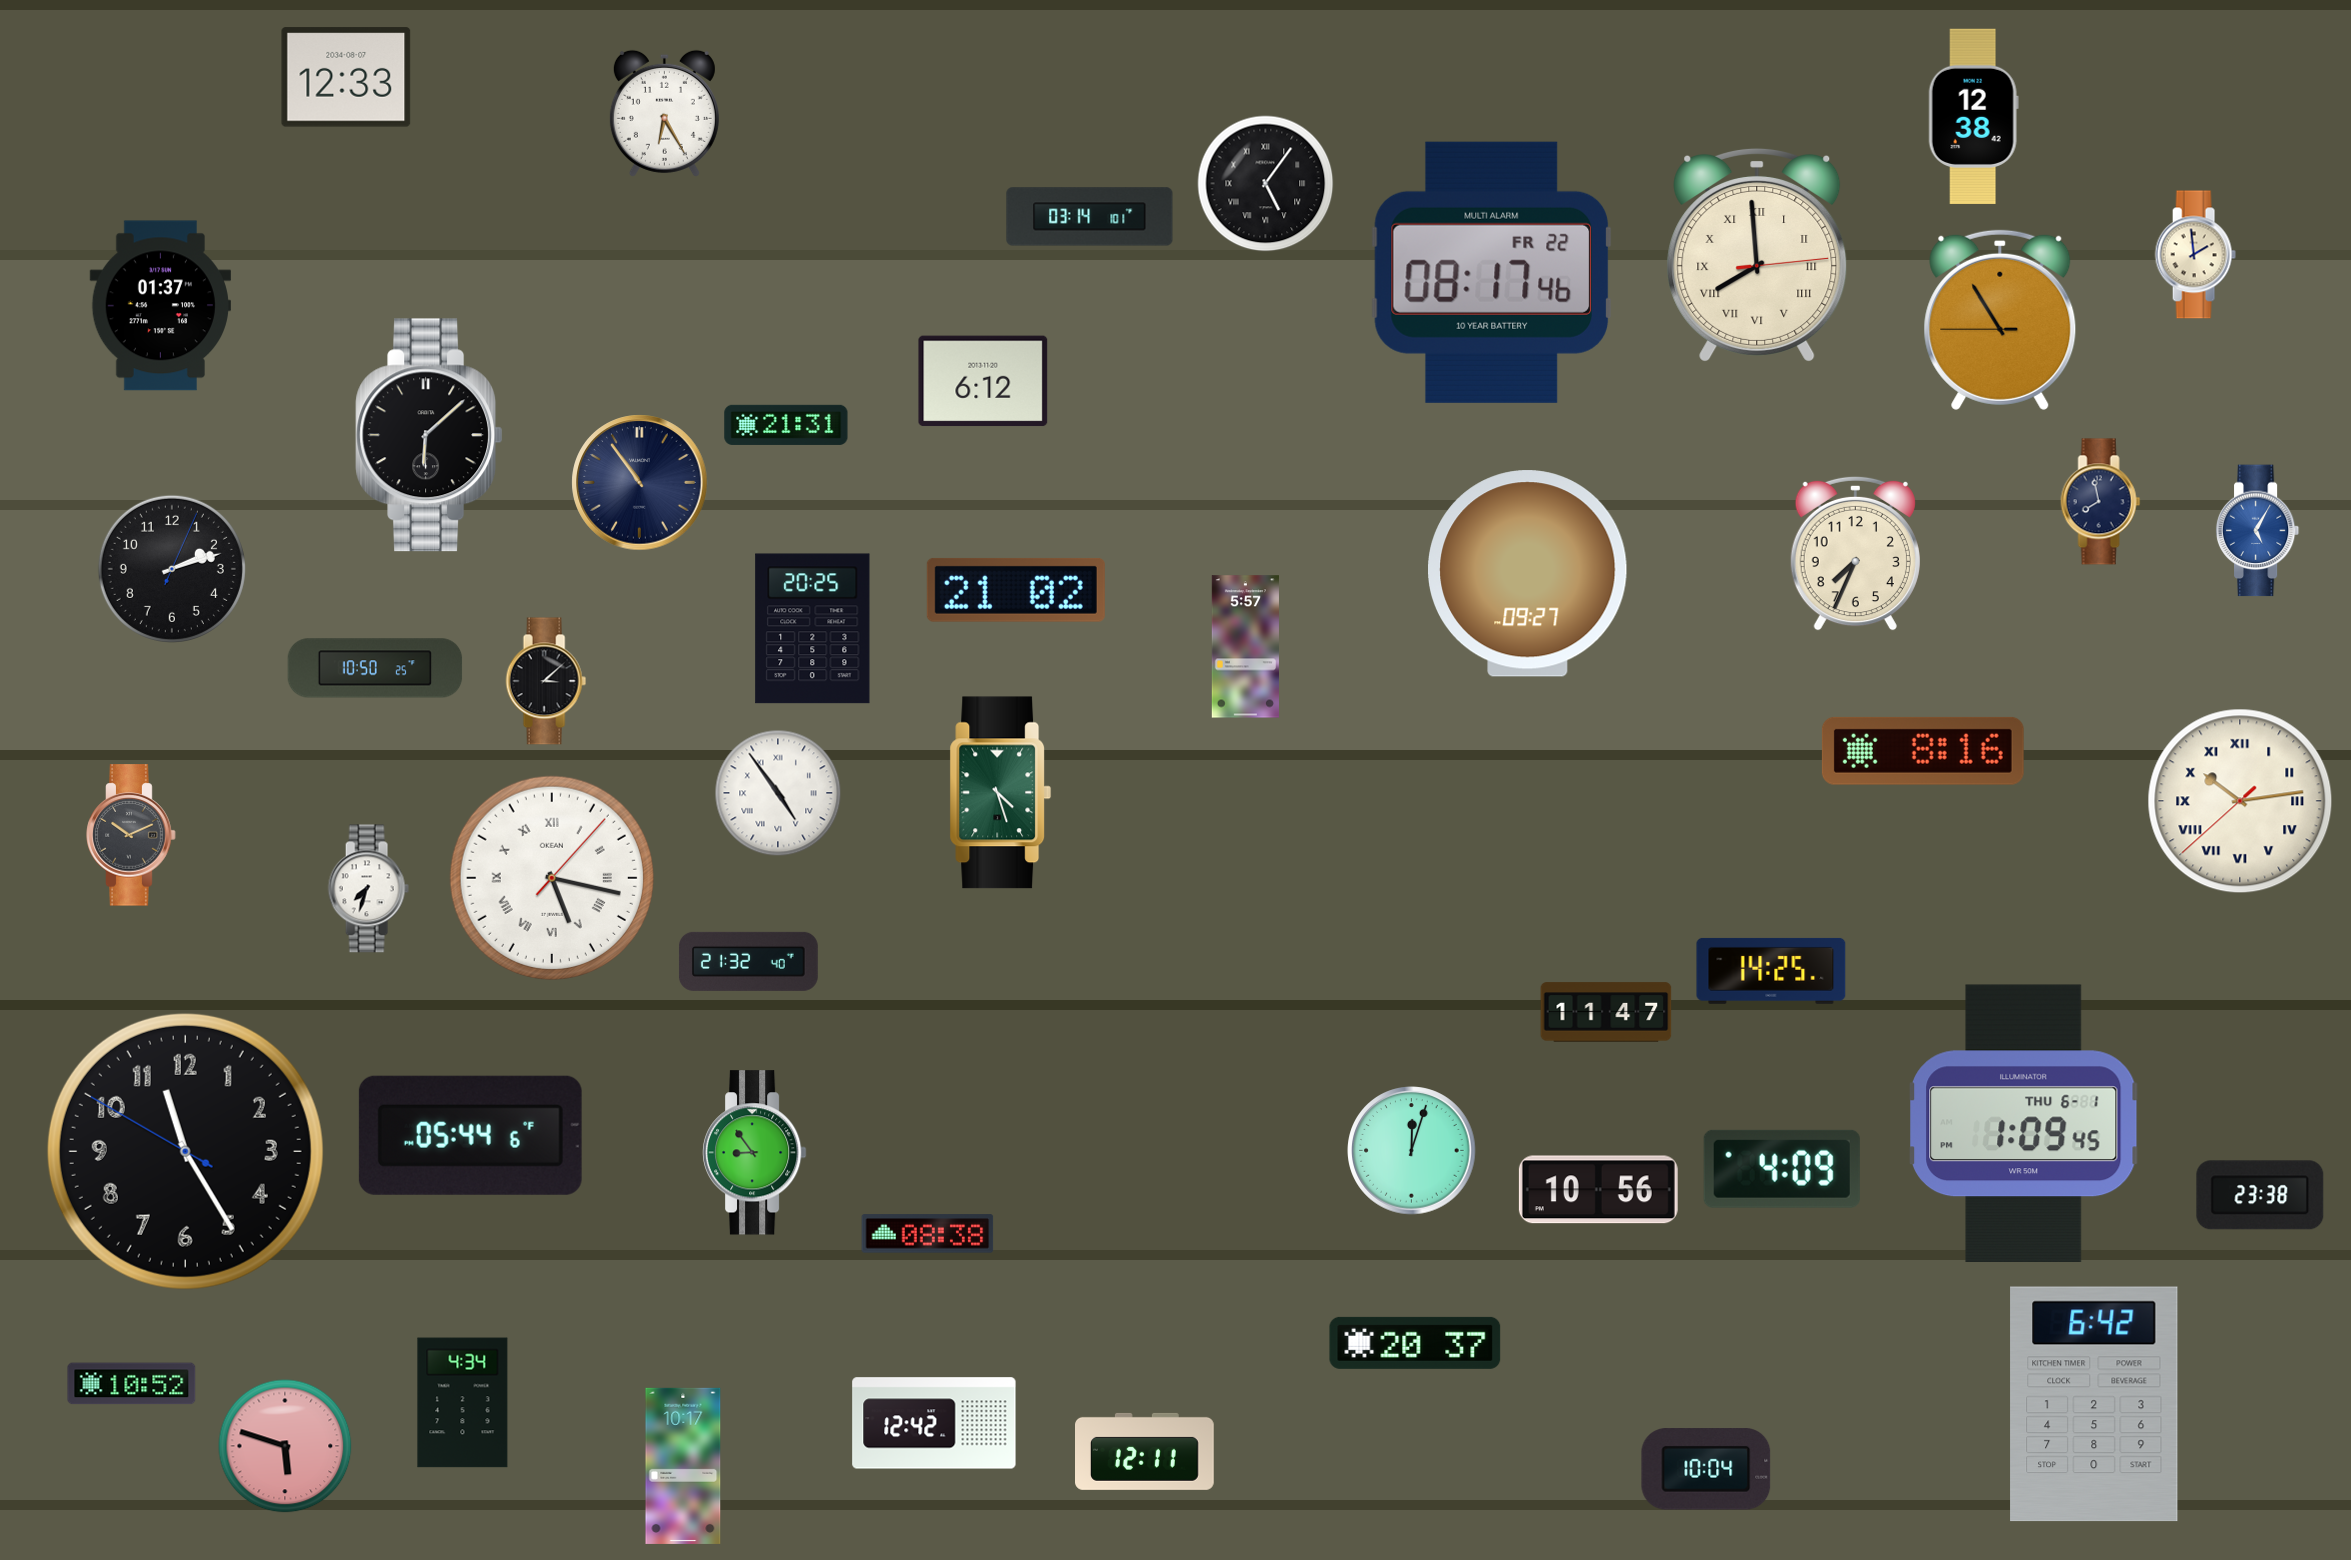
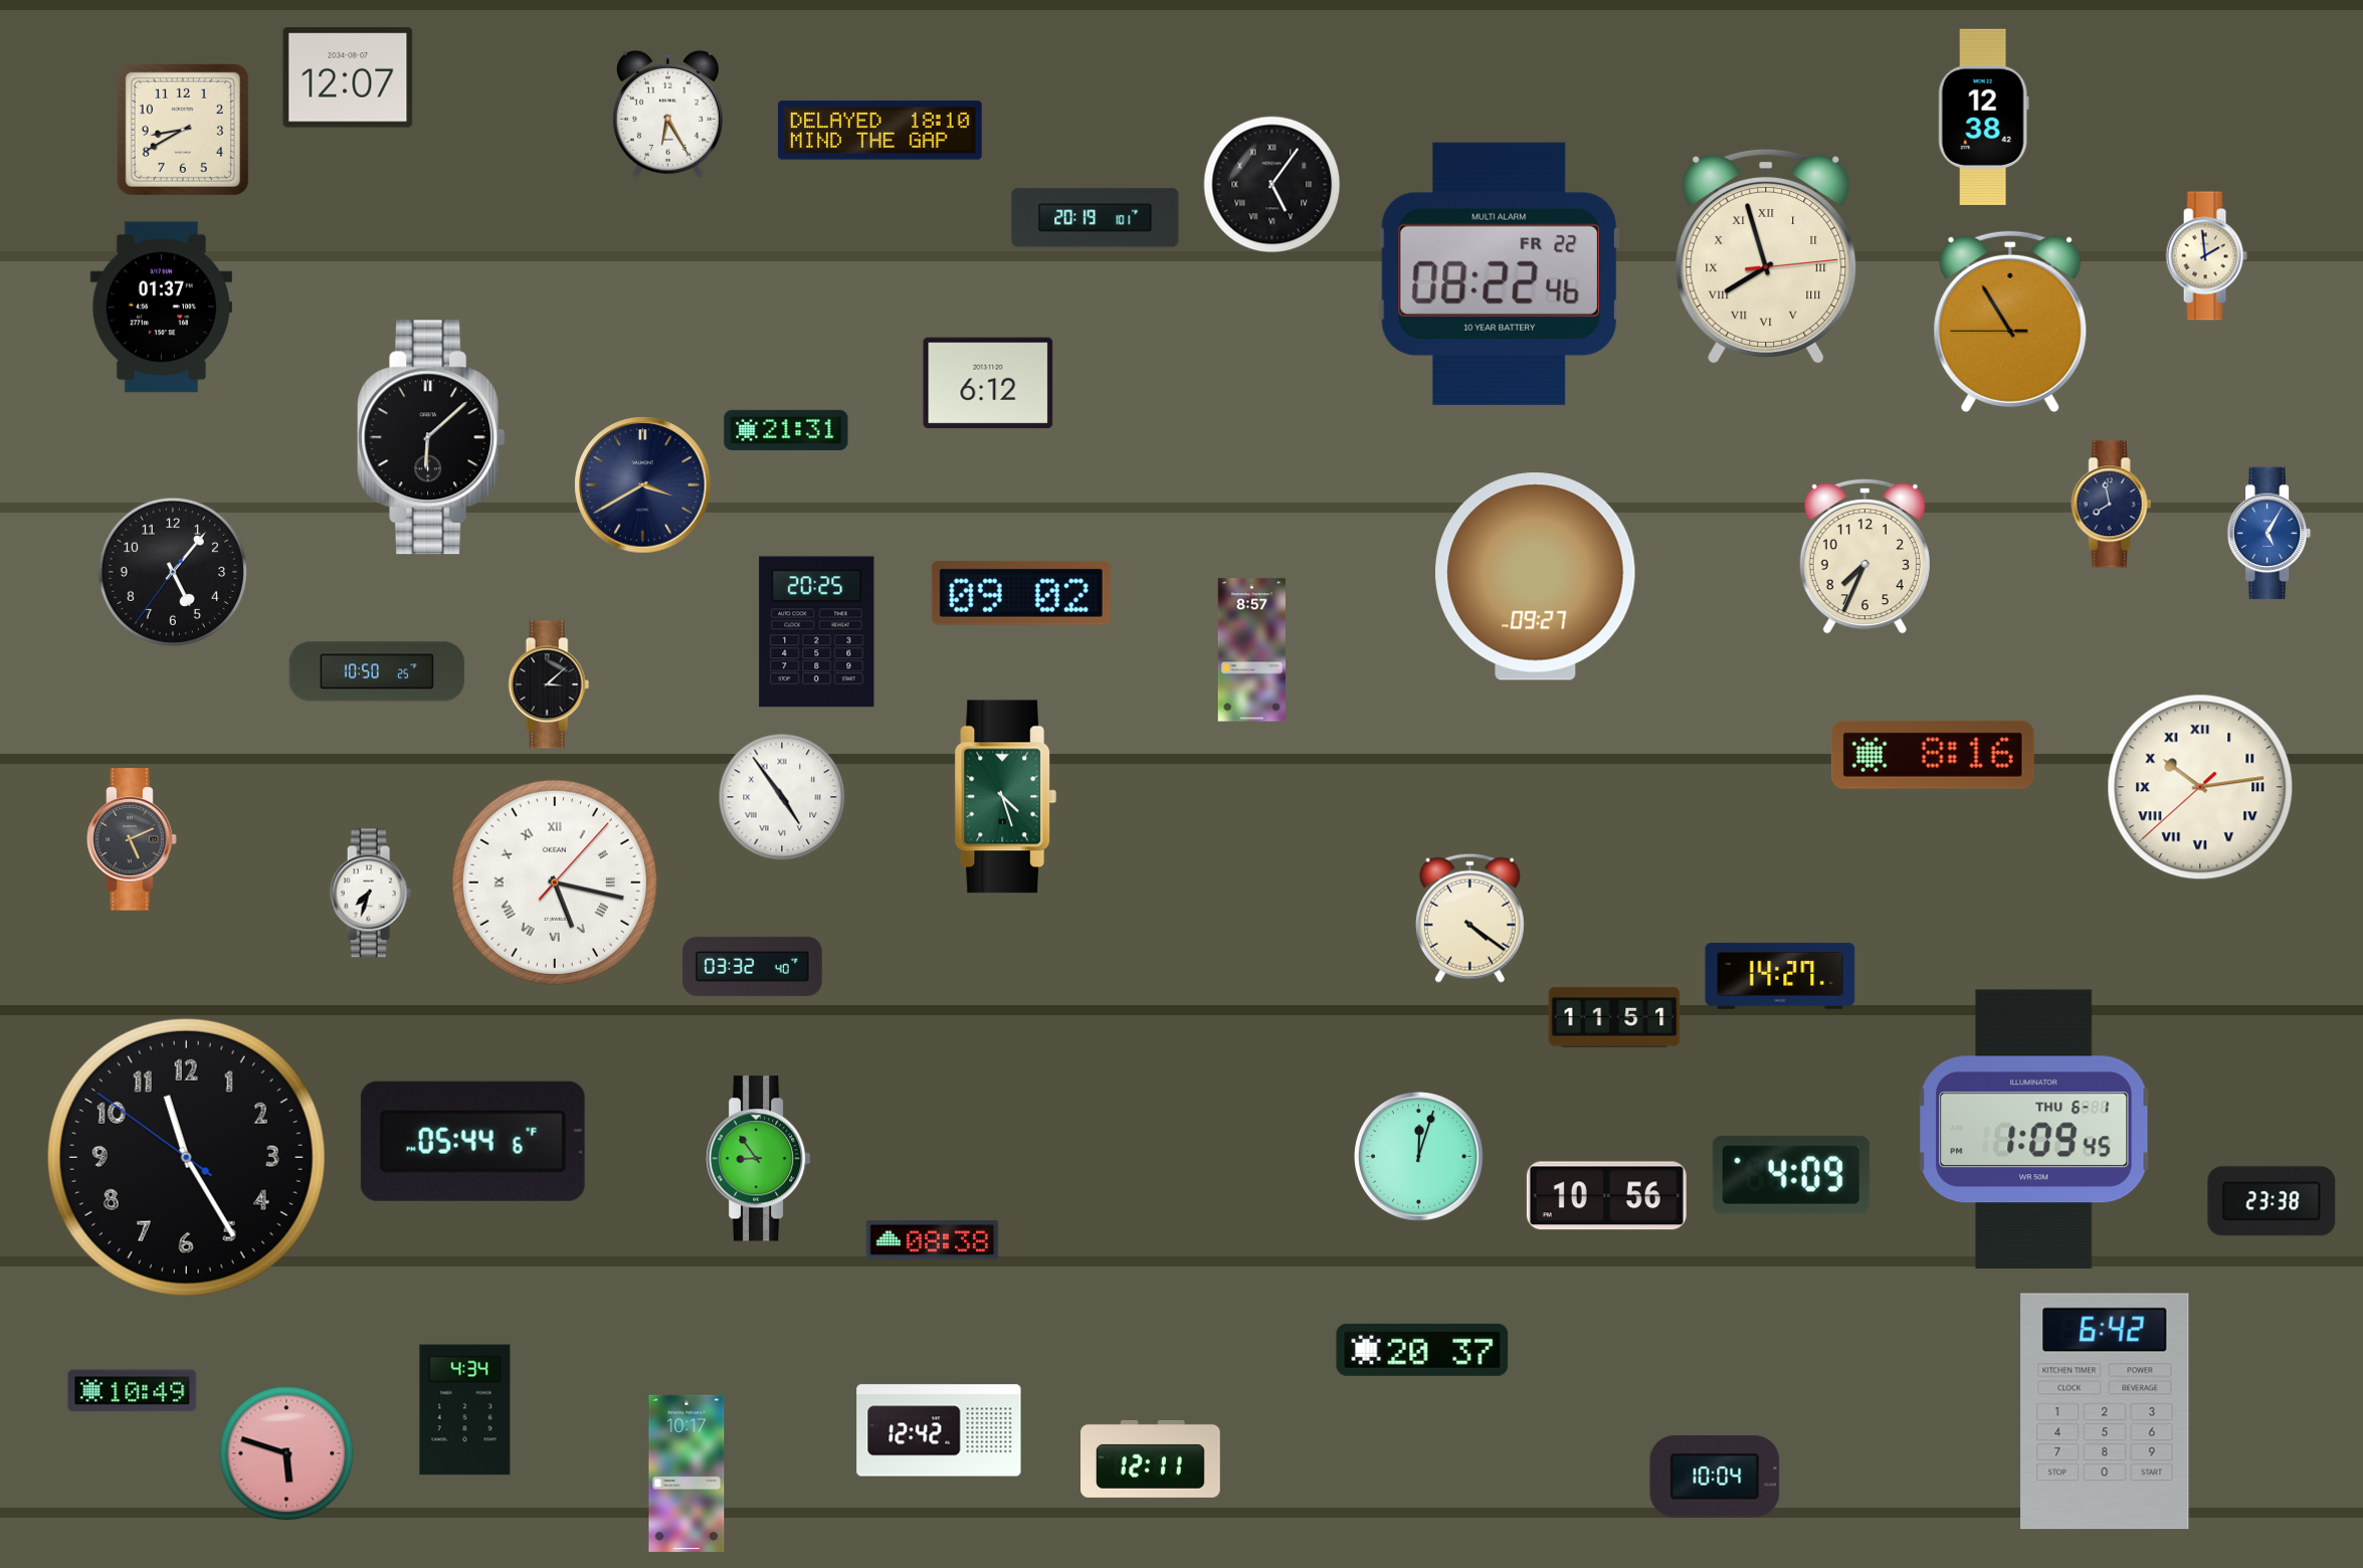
clock at (346, 77): 12:33 -> 12:07
clock at (183, 130): none -> 8:40
clock at (880, 131): none -> 18:10
clock at (1090, 217): 03:14 -> 20:19
clock at (1757, 255): 7:59 -> 7:57
clock at (1491, 272): 08:17 -> 08:22
clock at (786, 425) position: (786, 425) -> (786, 430)
clock at (640, 483): 10:54 -> 3:40
clock at (172, 569): 2:12 -> 5:06
clock at (1016, 590): 21:02 -> 09:02
clock at (1245, 647): 5:57 -> 8:57
clock at (2240, 801) position: (2240, 801) -> (2200, 787)
clock at (131, 835): 10:11 -> 5:11
clock at (1469, 918): none -> 4:21
clock at (748, 961): 21:32 -> 03:32
clock at (1771, 971): 14:25 -> 14:27
clock at (1606, 1012): 11:47 -> 11:51
clock at (185, 1151): 11:24:50 -> 11:24:51
clock at (132, 1384): 10:52 -> 10:49
